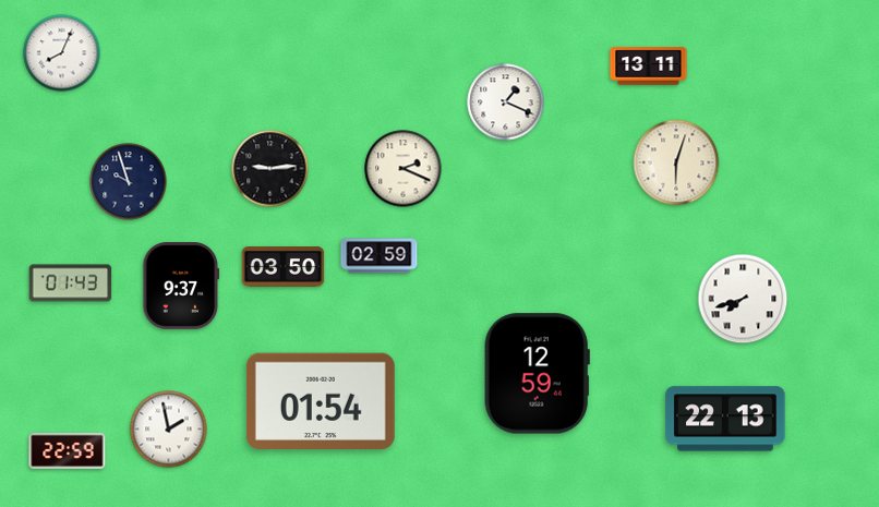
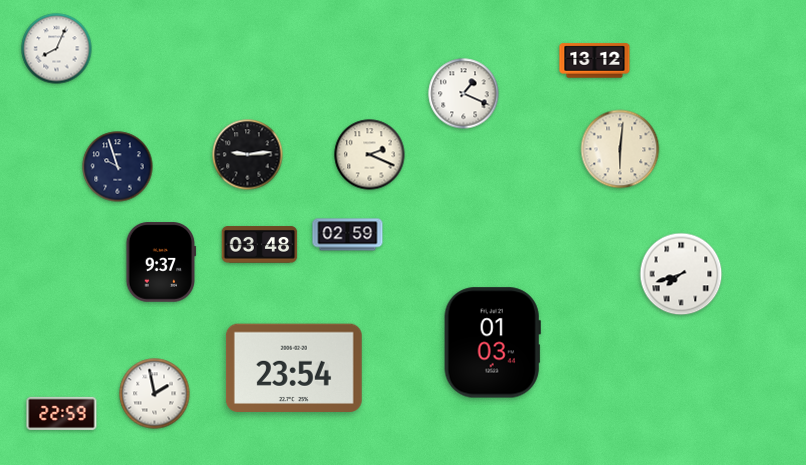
clock at (649, 67): 13:11 -> 13:12
clock at (676, 162): 6:03 -> 6:01
clock at (284, 267): 03:50 -> 03:48
clock at (71, 283): 01:43 -> none
clock at (181, 286) position: (181, 286) -> (161, 262)
clock at (537, 374): 12:59 -> 01:03
clock at (321, 401): 01:54 -> 23:54
clock at (725, 419): 22:13 -> none
